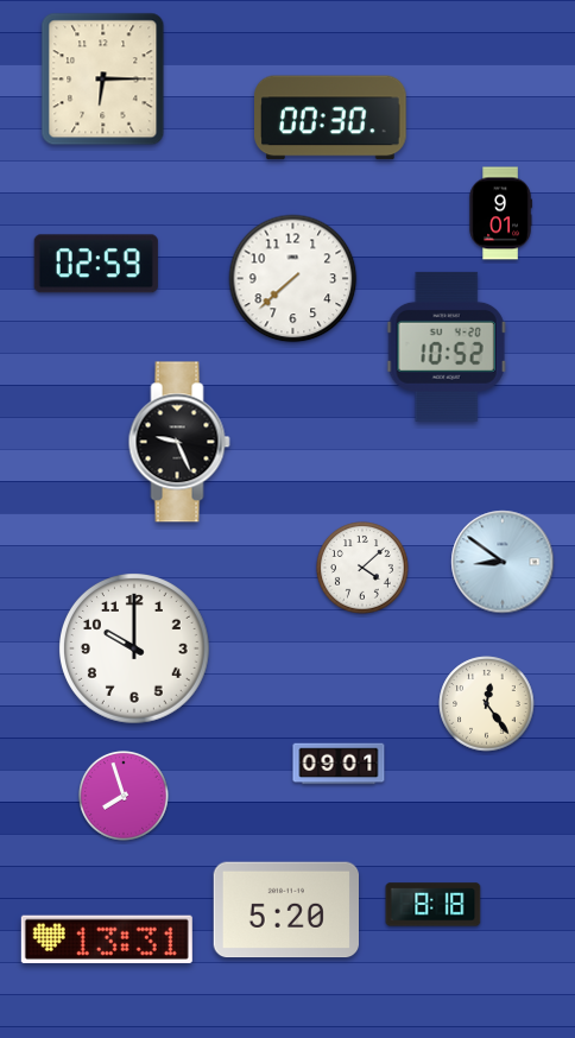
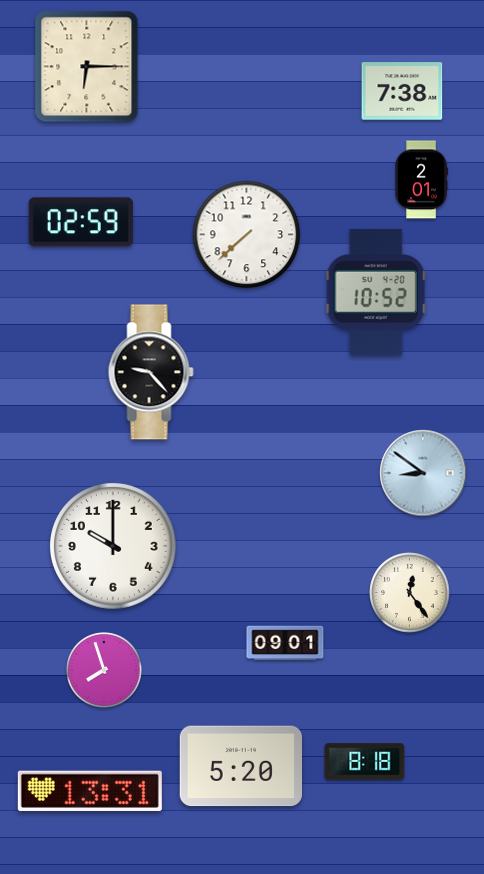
clock at (402, 91): none -> 7:38
clock at (331, 118): 00:30 -> none
clock at (500, 214): 9:01 -> 2:01
clock at (179, 442): 9:26 -> 9:23
clock at (362, 568): 4:08 -> none
